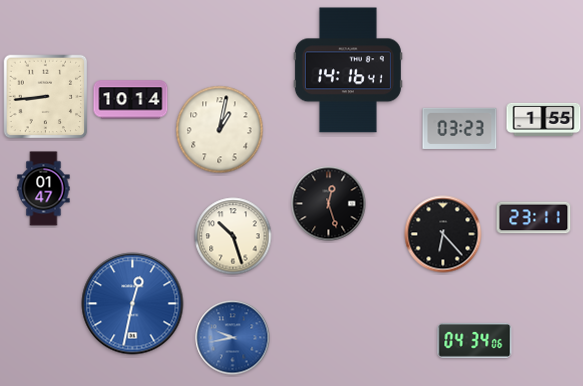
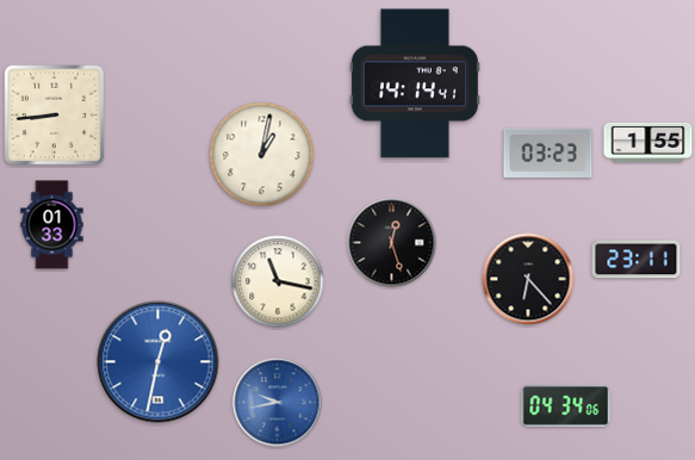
clock at (348, 70): 14:16 -> 14:14
clock at (131, 100): 10:14 -> none
clock at (44, 189): 01:47 -> 01:33
clock at (233, 236): 10:27 -> 11:17
